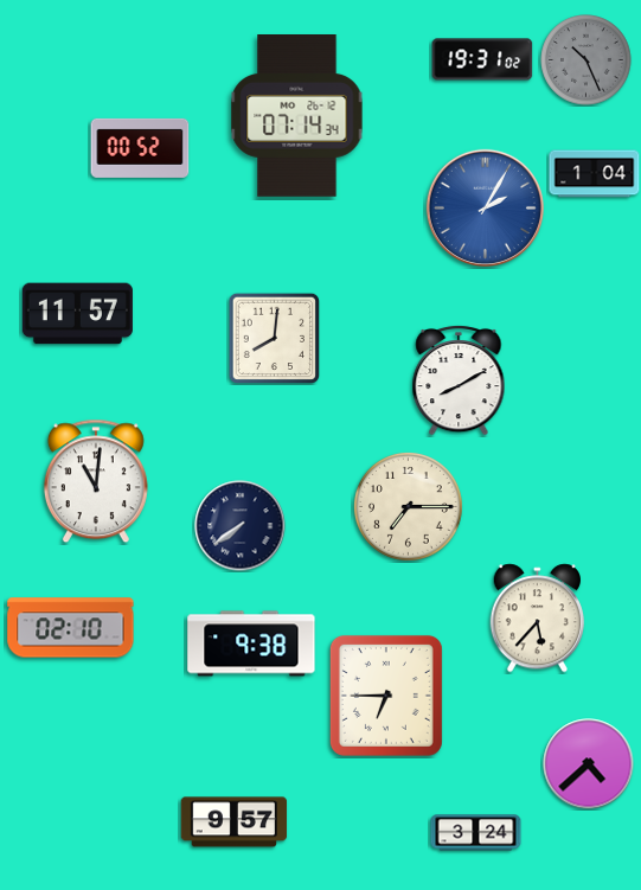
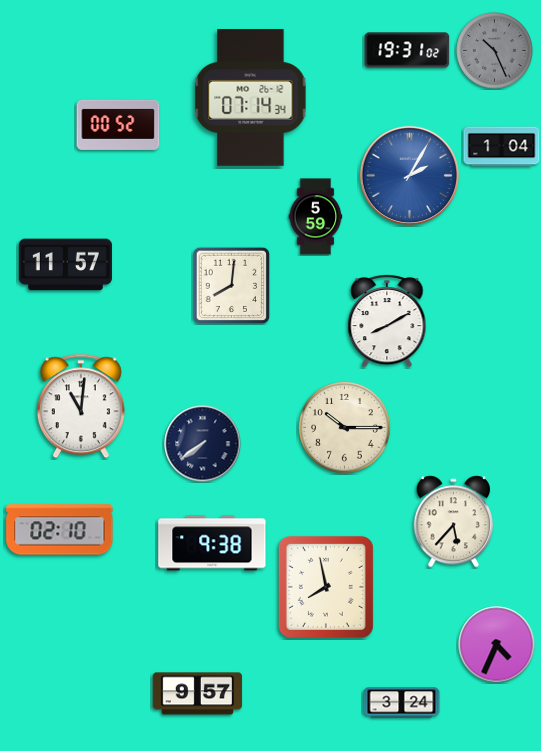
clock at (316, 217): none -> 5:59
clock at (408, 506): 7:15 -> 10:15
clock at (386, 696): 6:45 -> 7:58
clock at (589, 764): 4:38 -> 4:34
